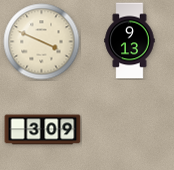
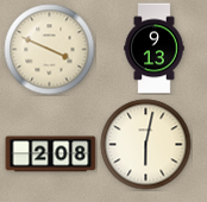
clock at (146, 145): none -> 6:02
clock at (43, 130): 3:09 -> 2:08
